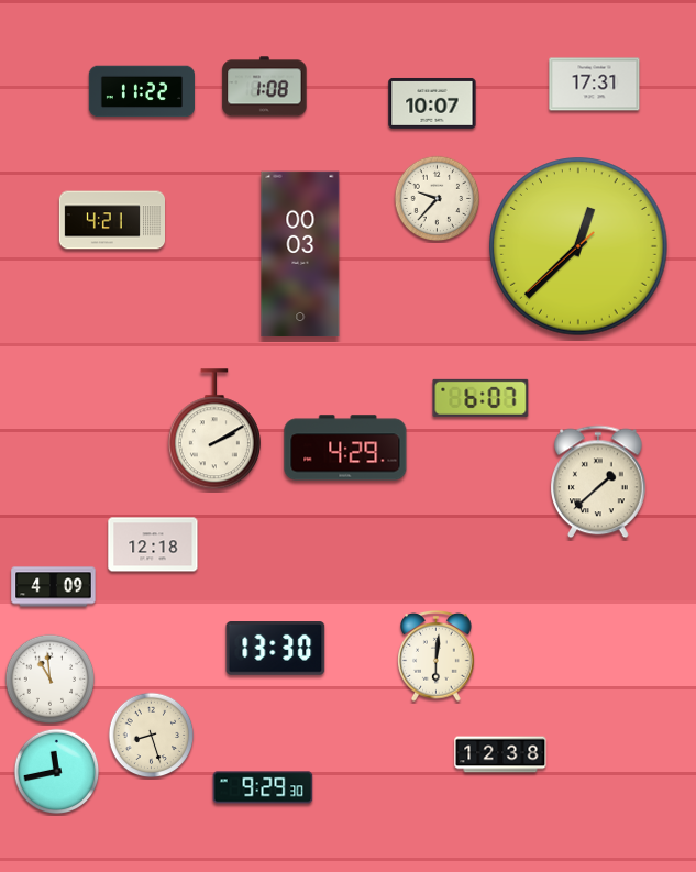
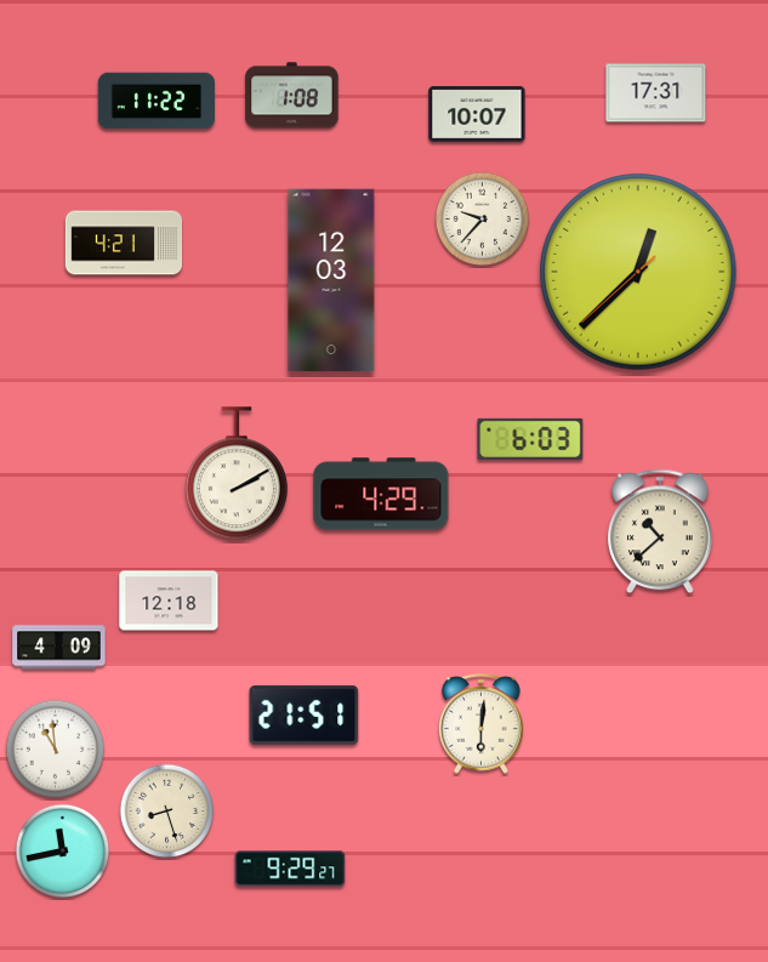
clock at (300, 254): 00:03 -> 12:03
clock at (480, 398): 6:07 -> 6:03
clock at (599, 482): 1:38 -> 10:38
clock at (276, 649): 13:30 -> 21:51
clock at (500, 754): 12:38 -> none
clock at (263, 787): 9:29:30 -> 9:29:27
